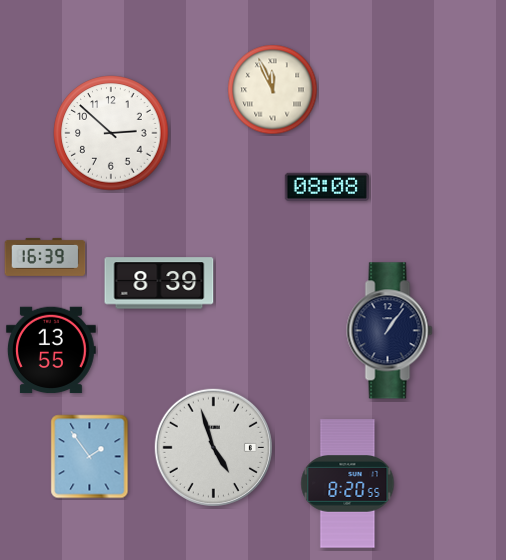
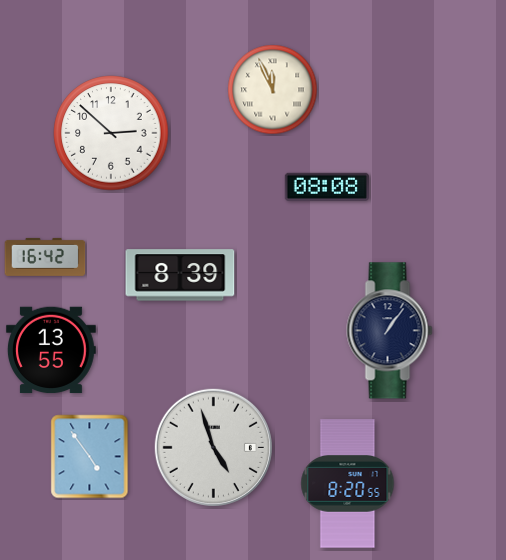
clock at (45, 257): 16:39 -> 16:42
clock at (159, 283) position: (159, 283) -> (180, 275)
clock at (90, 457): 1:54 -> 4:54
